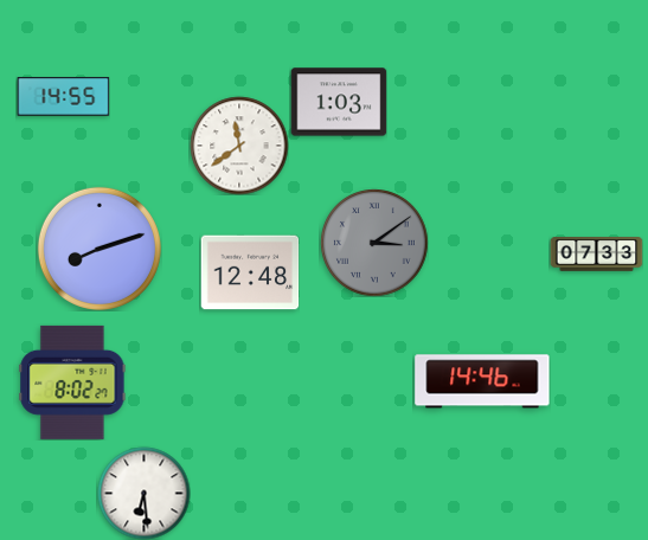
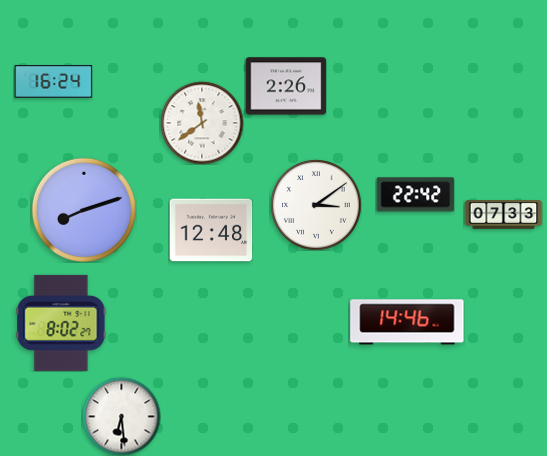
clock at (63, 97): 14:55 -> 16:24
clock at (339, 102): 1:03 -> 2:26
clock at (415, 195): none -> 22:42
clock at (374, 243) dial: grey -> white
